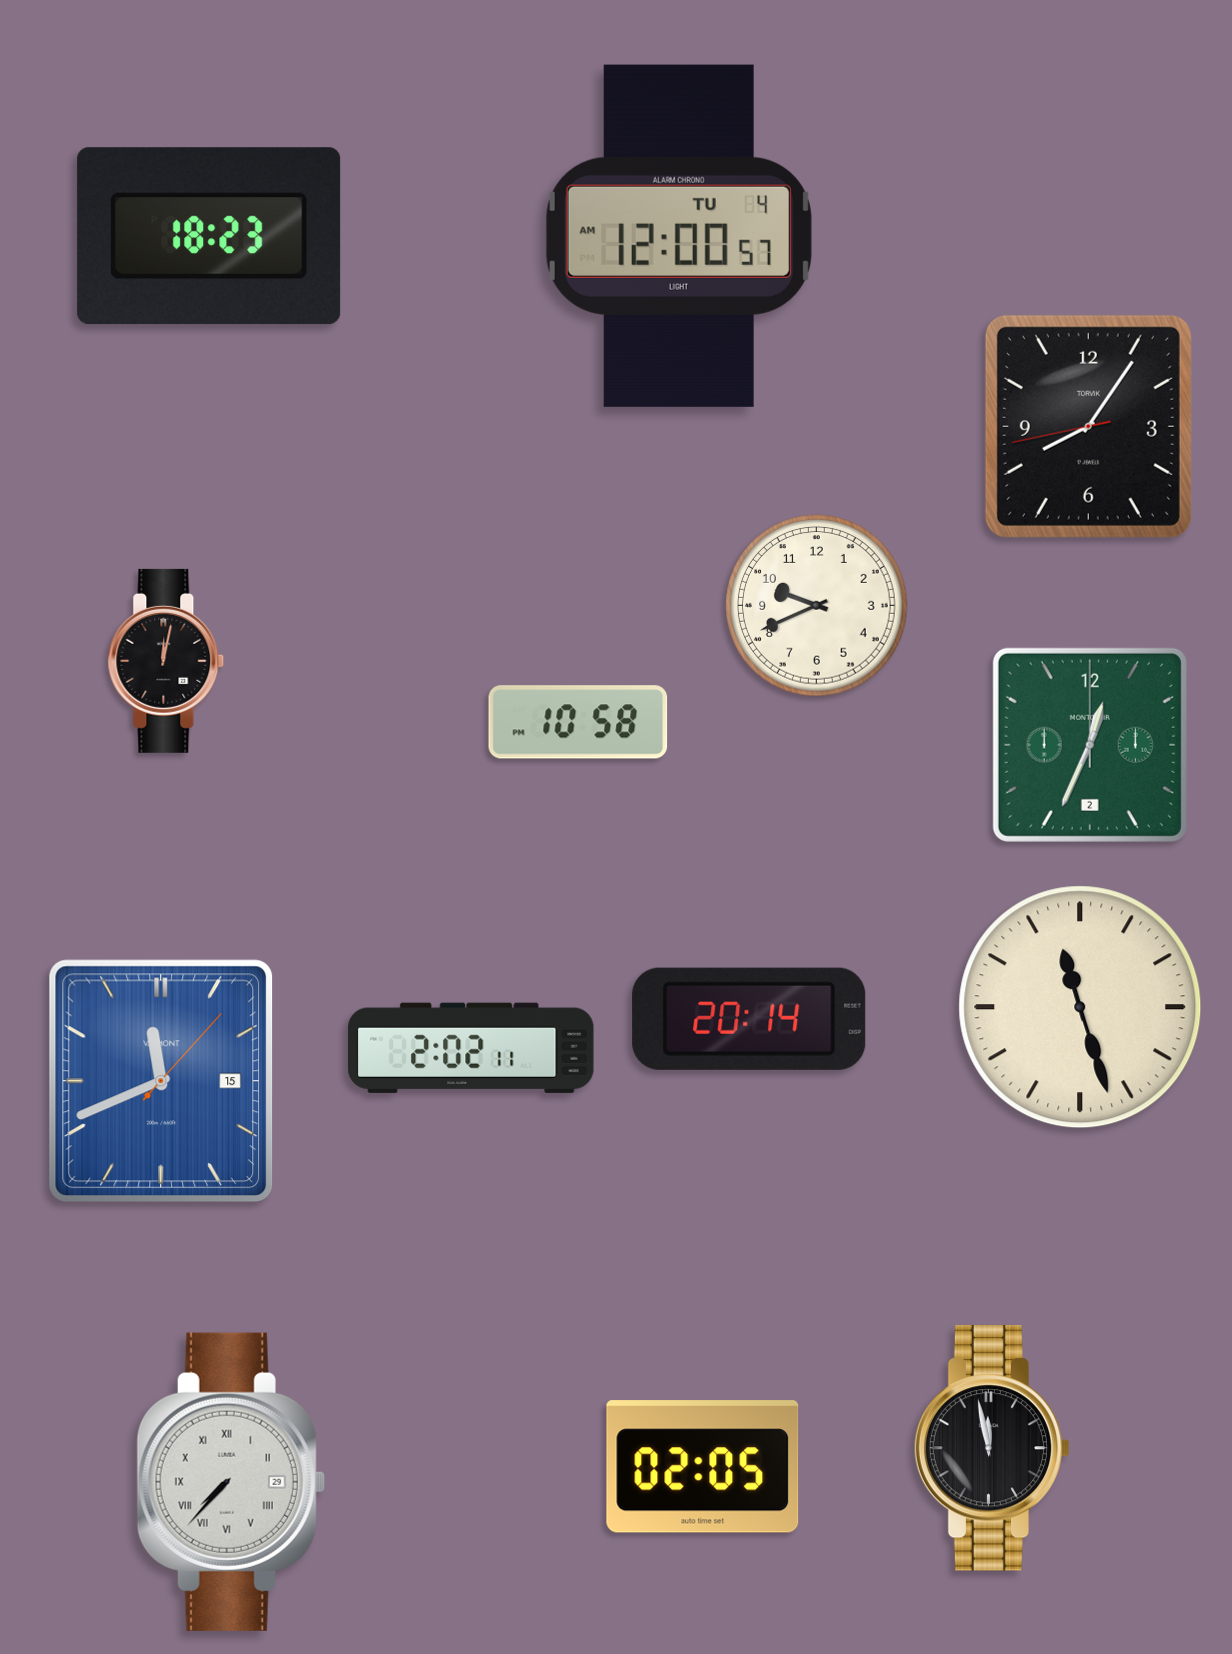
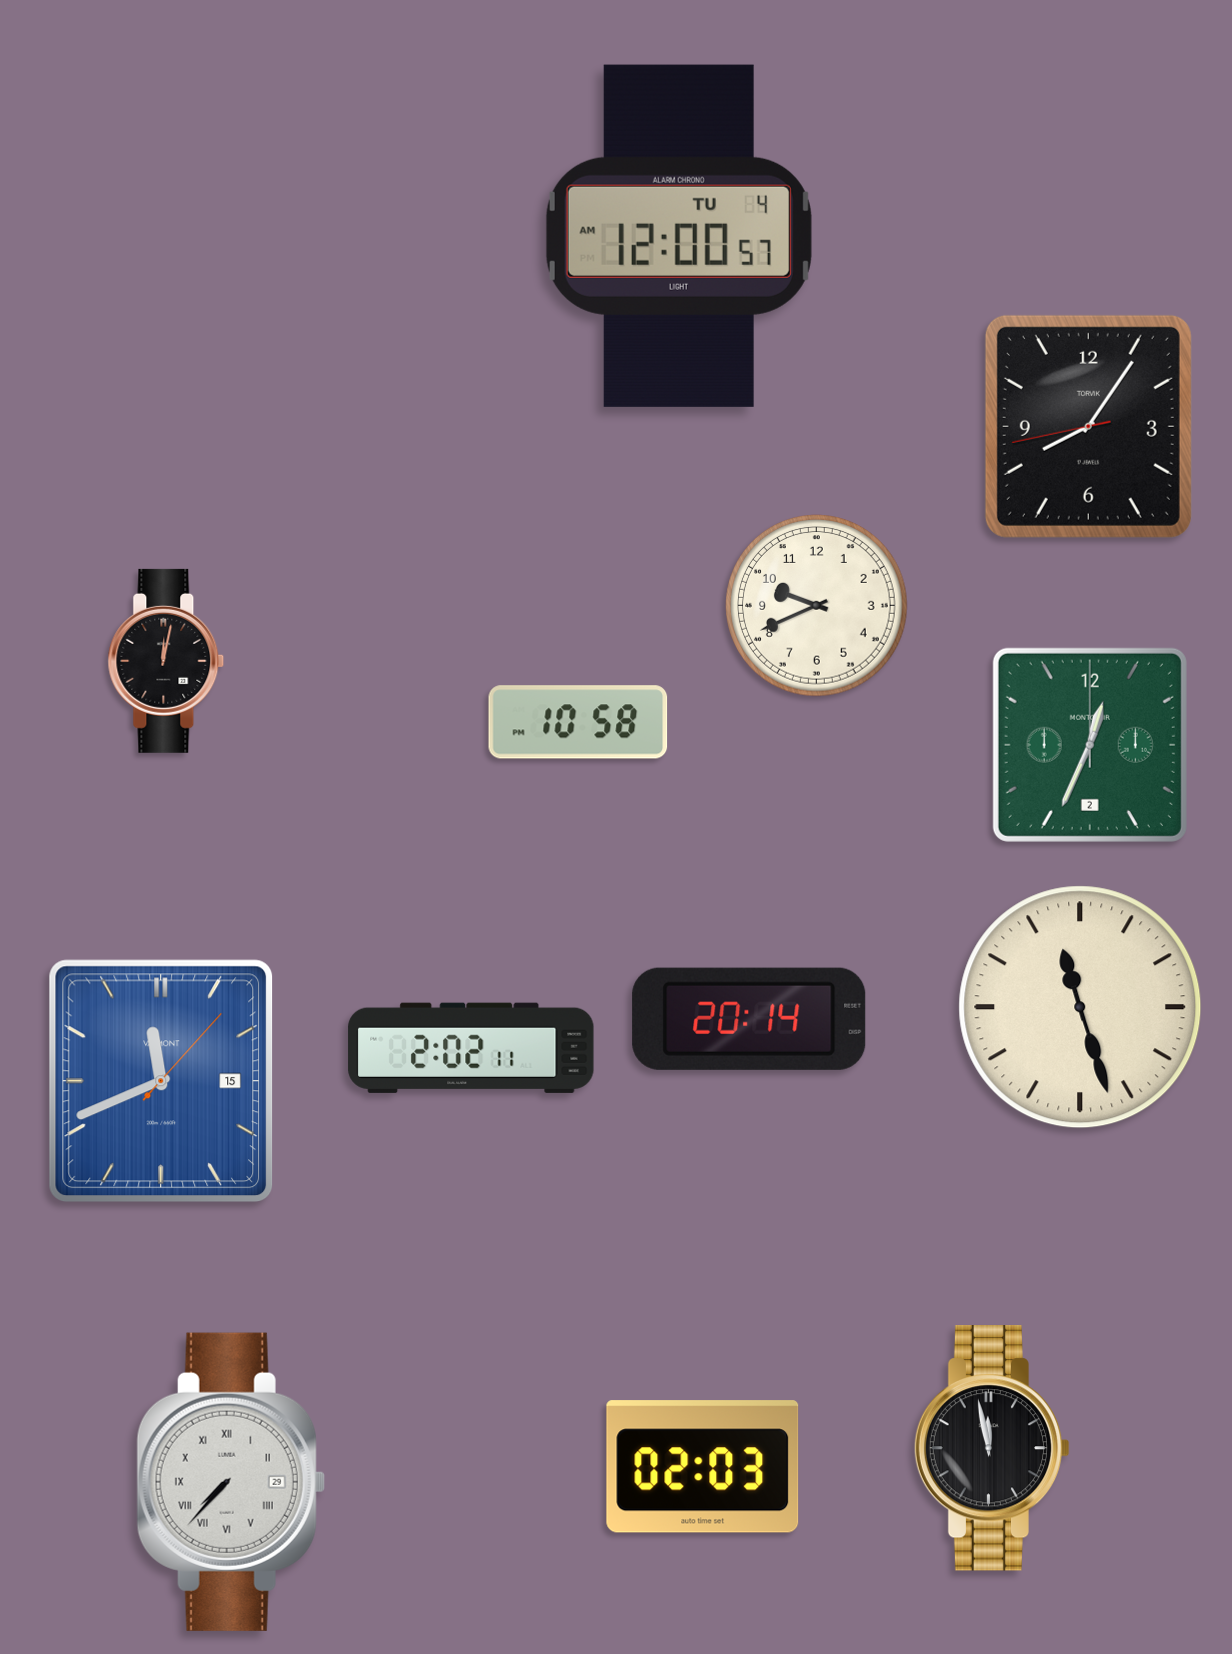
clock at (209, 236): 18:23 -> none
clock at (703, 1467): 02:05 -> 02:03
